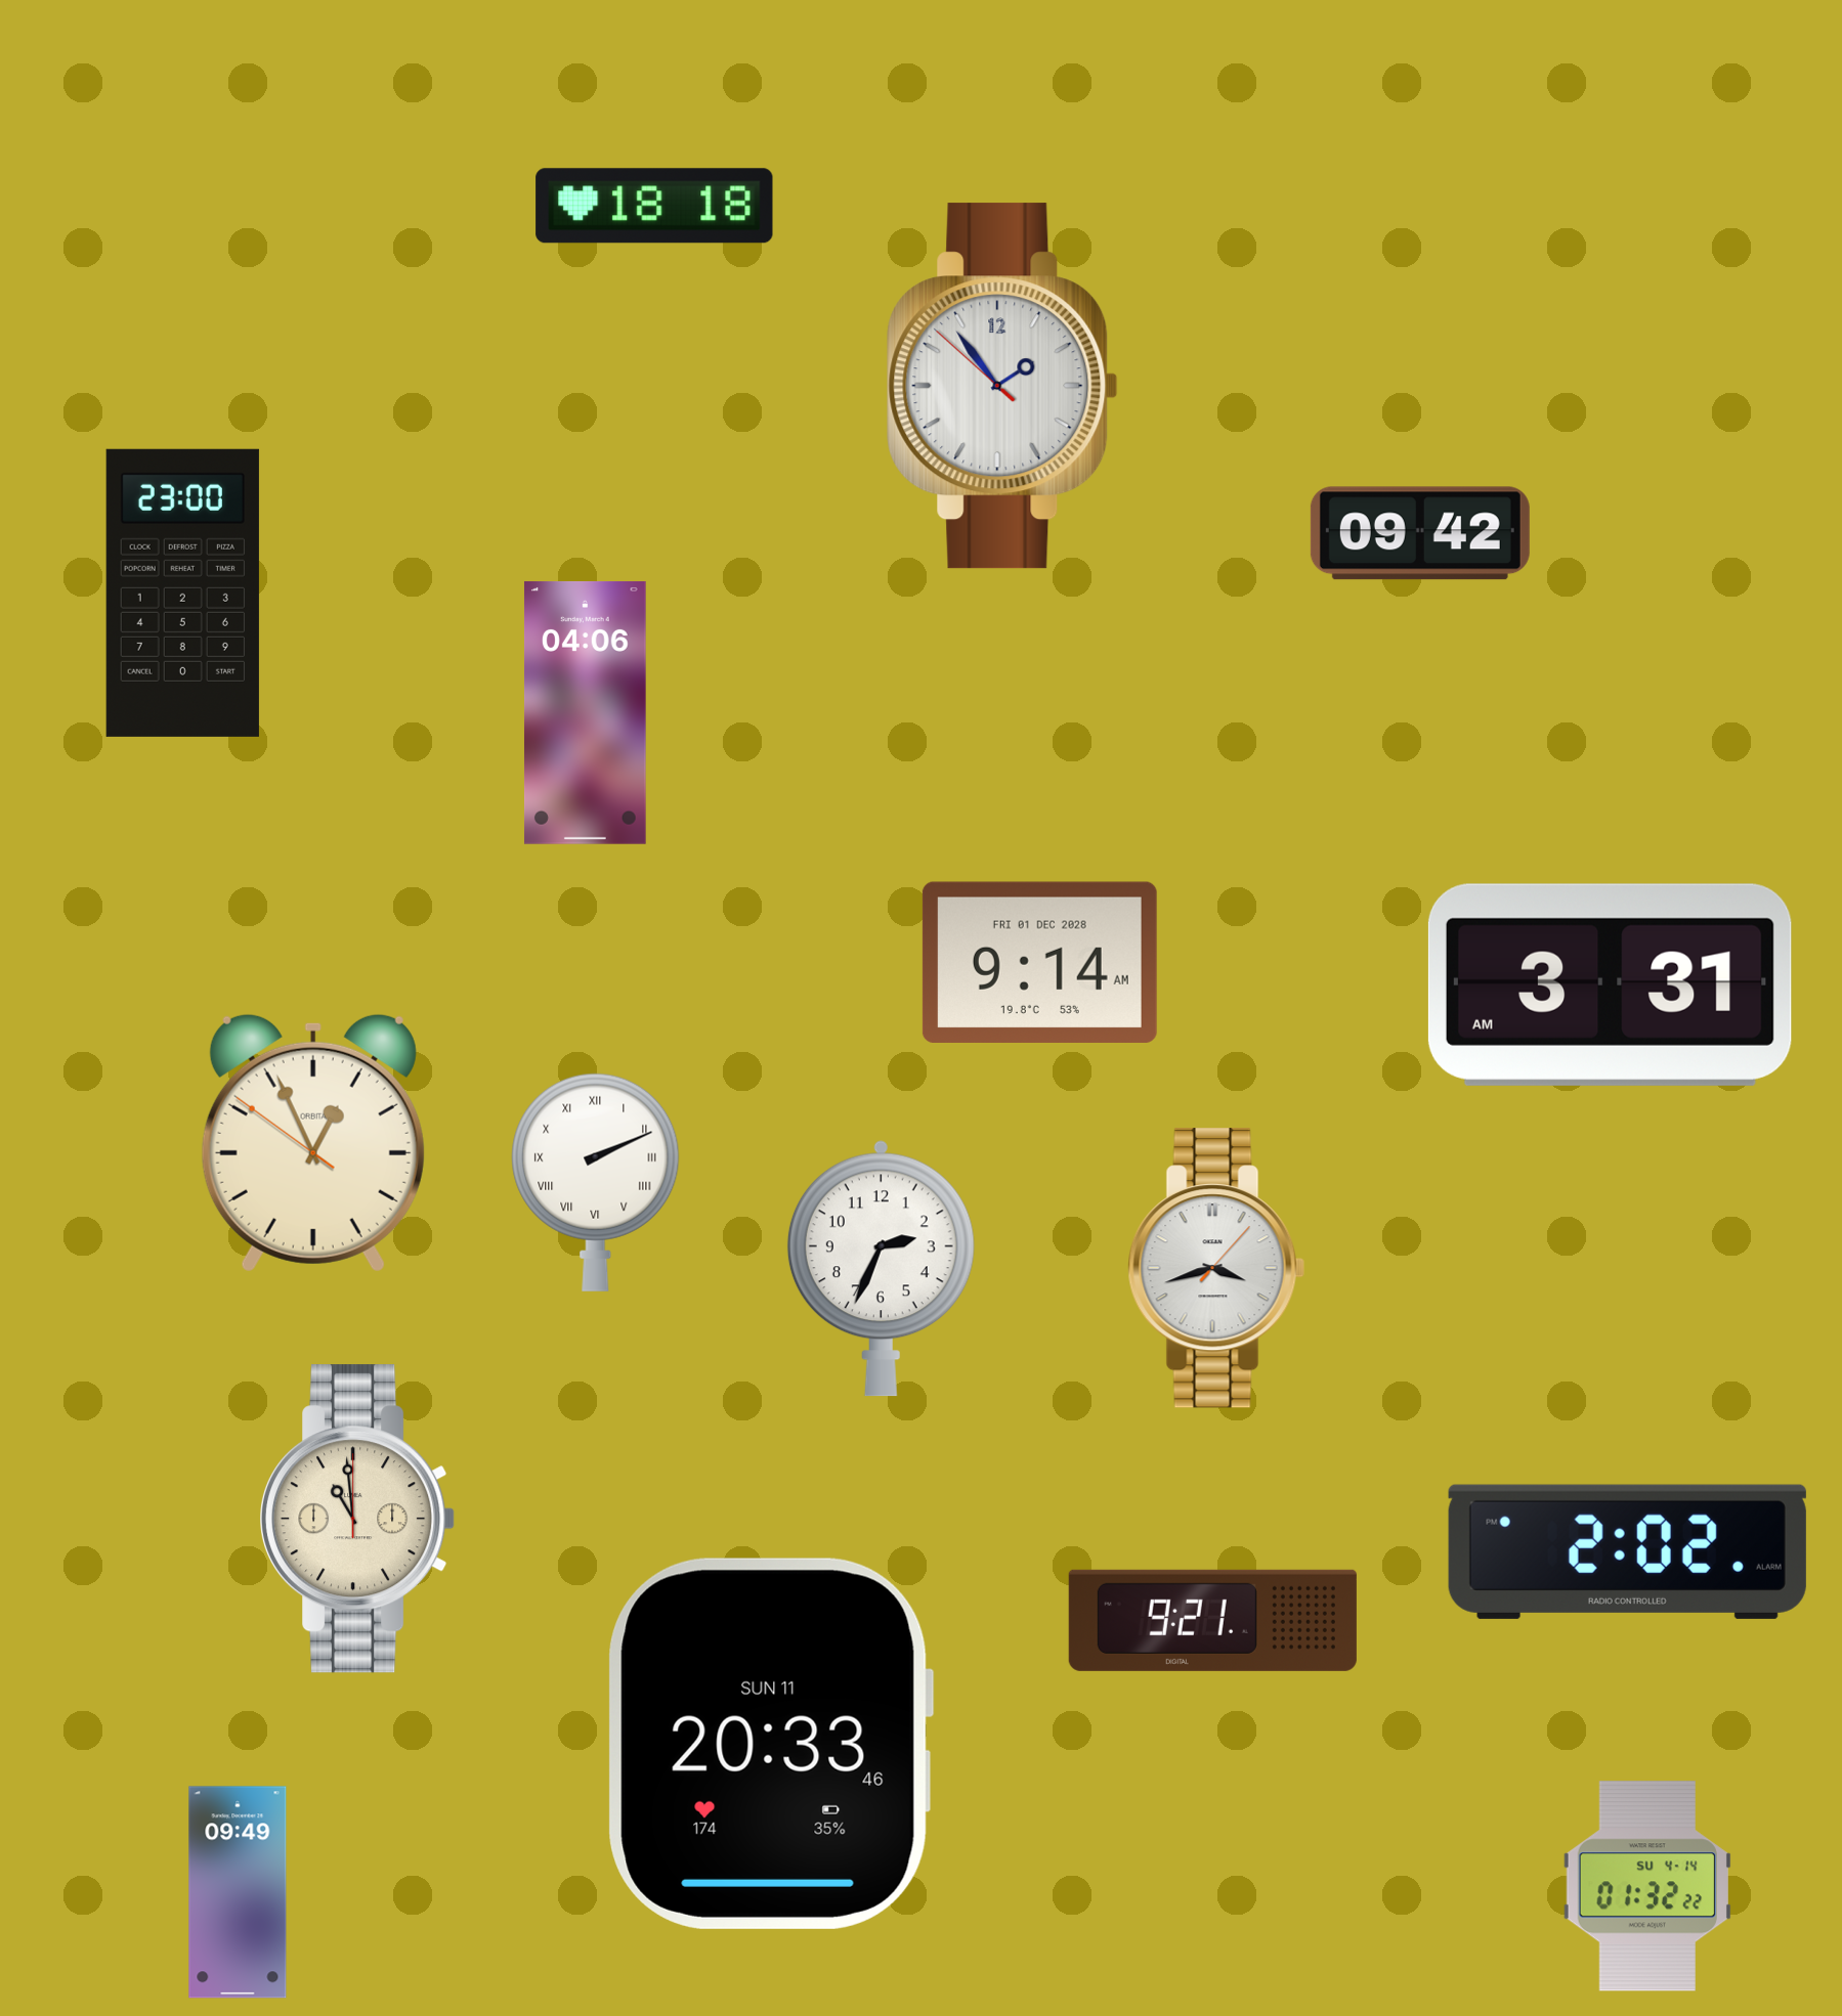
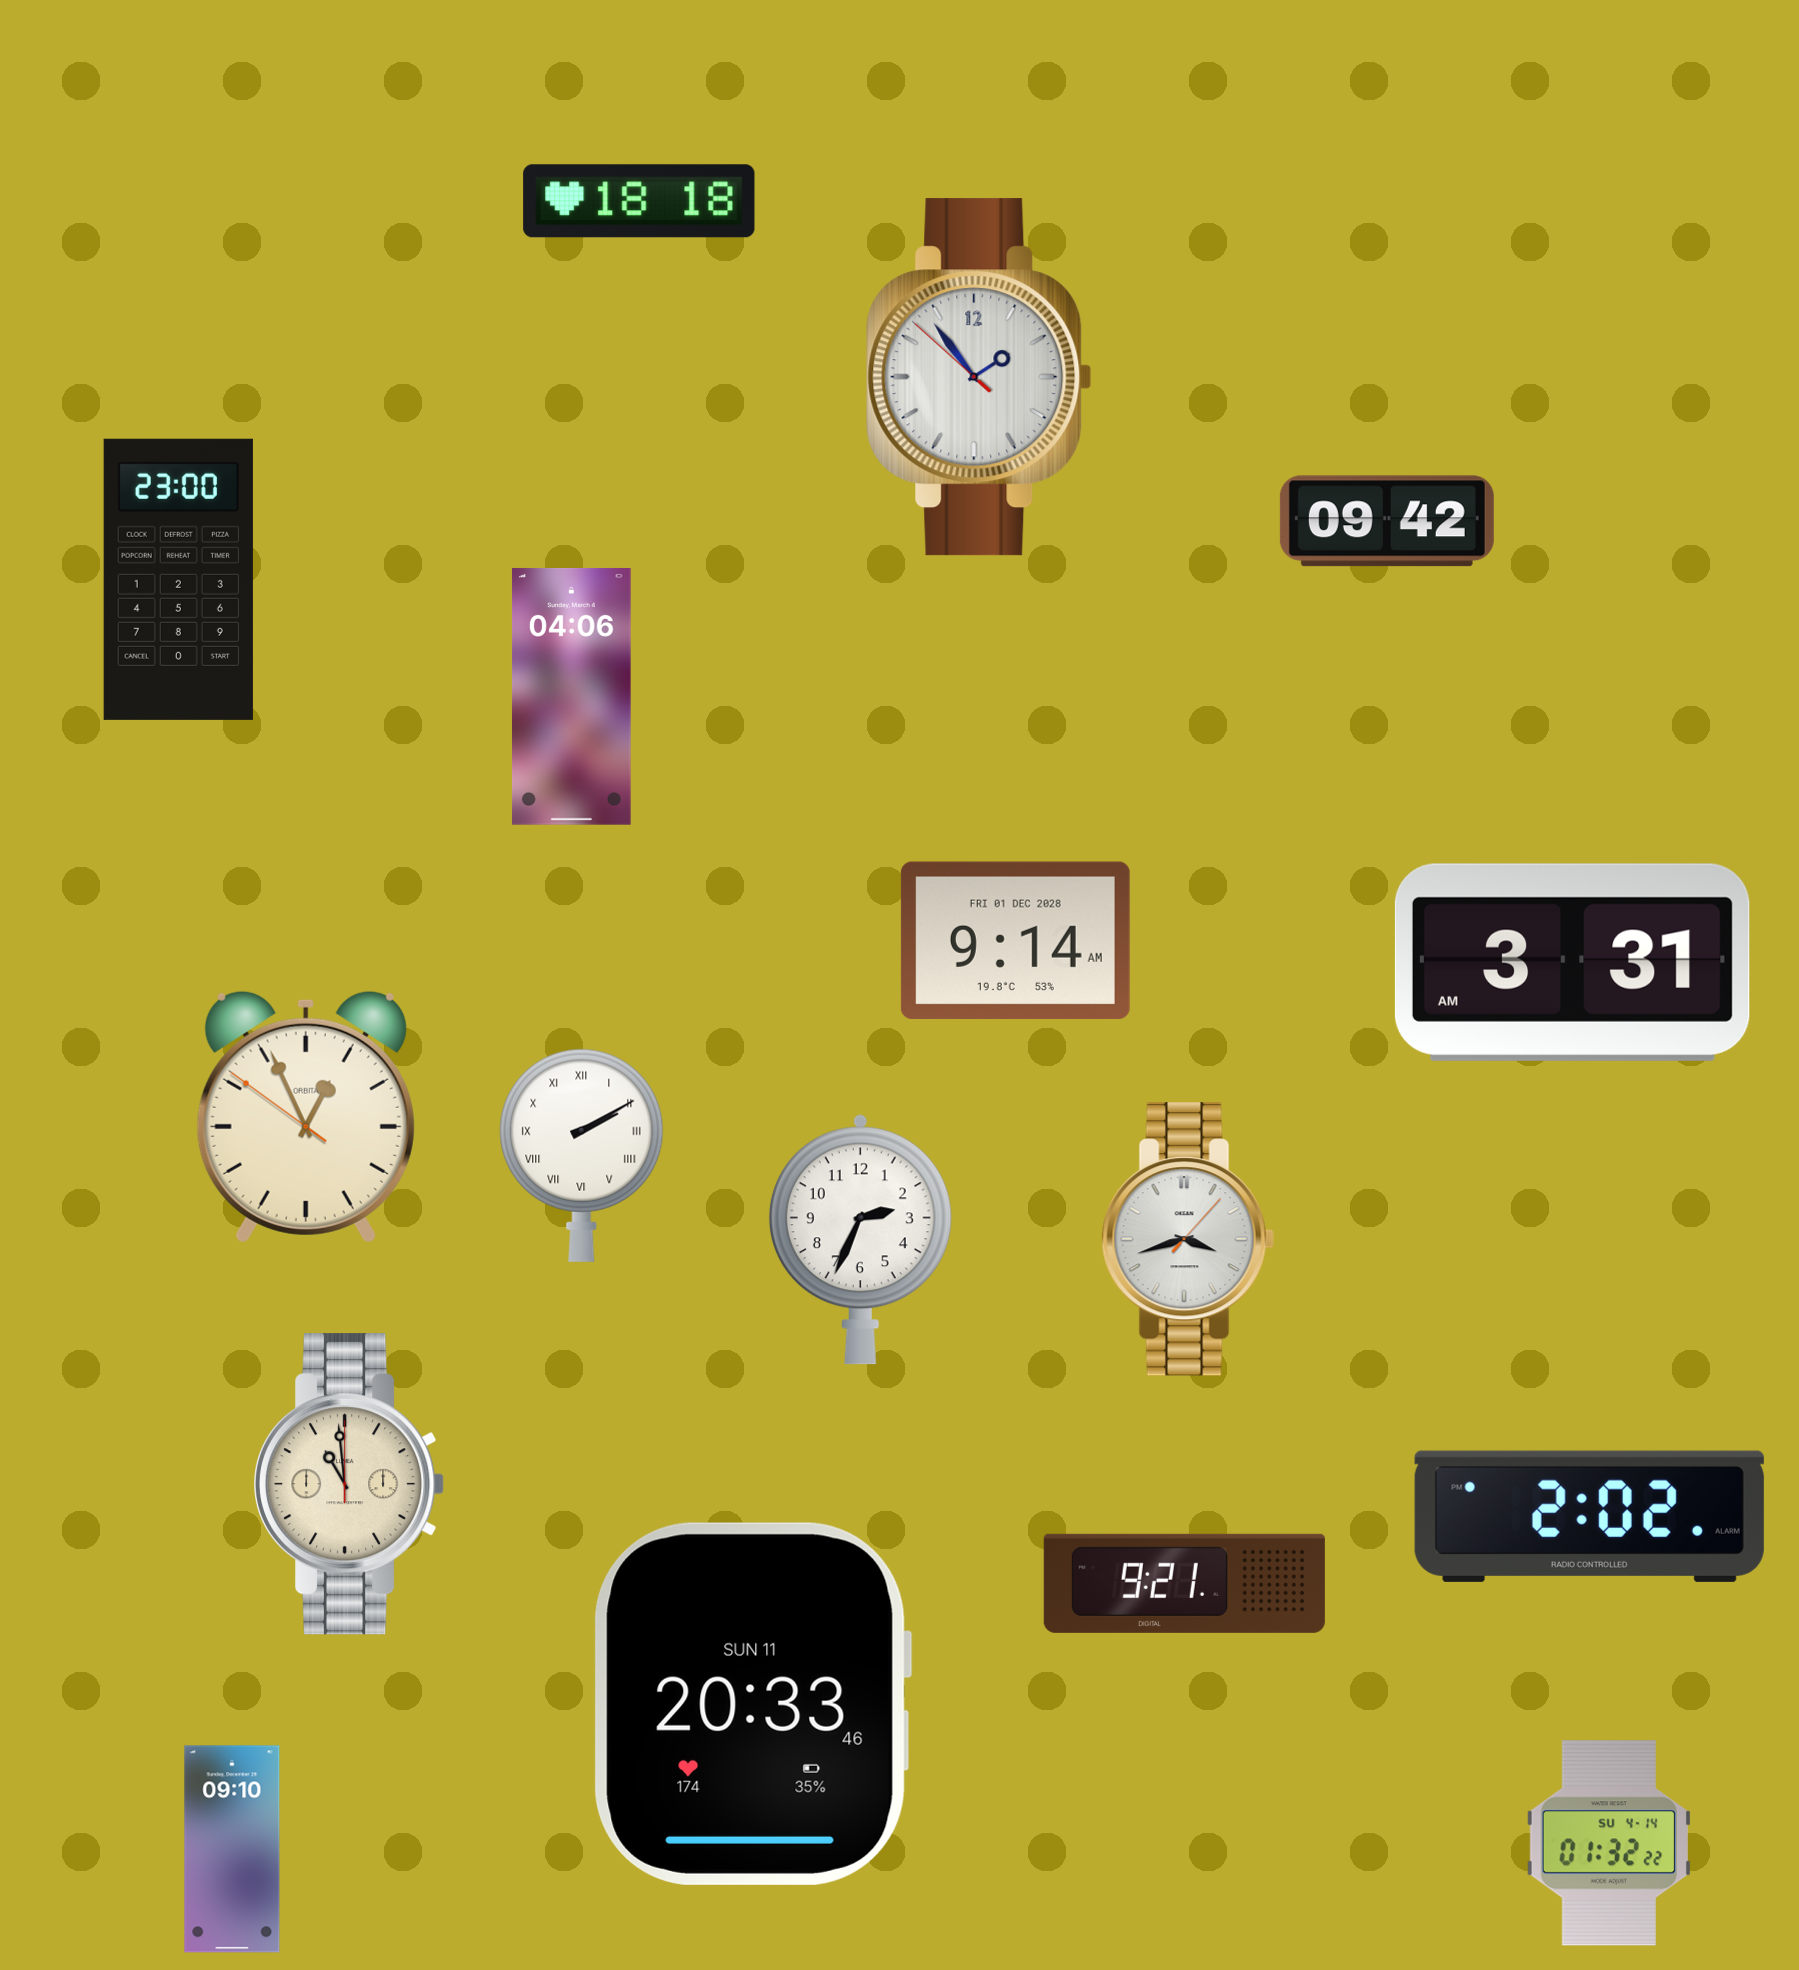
clock at (596, 1182): 2:11 -> 2:10
clock at (238, 1892): 09:49 -> 09:10
